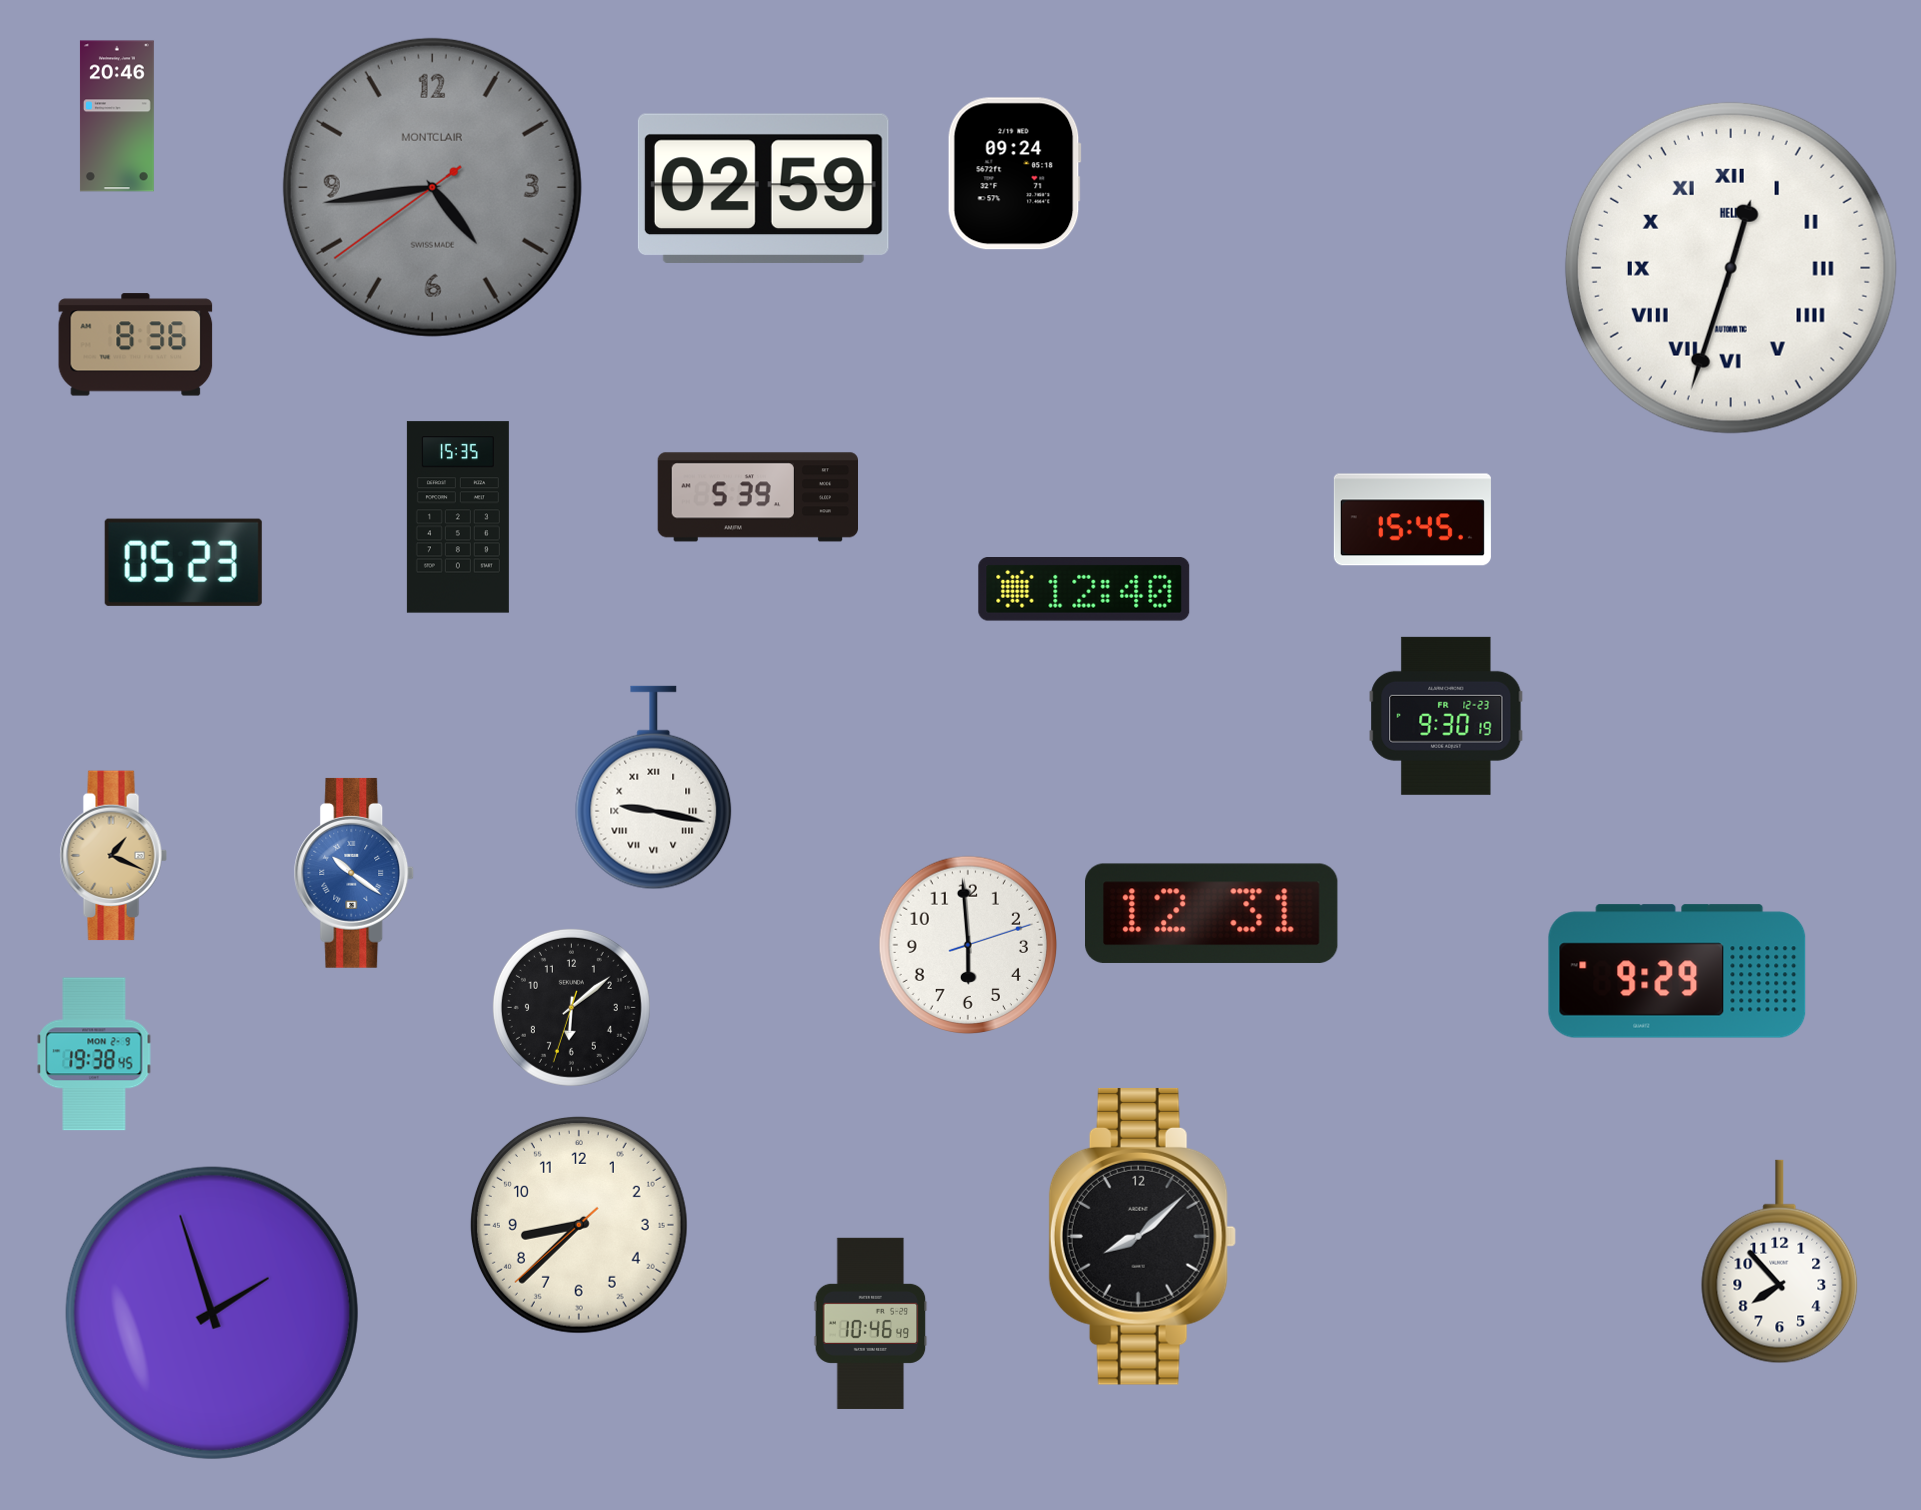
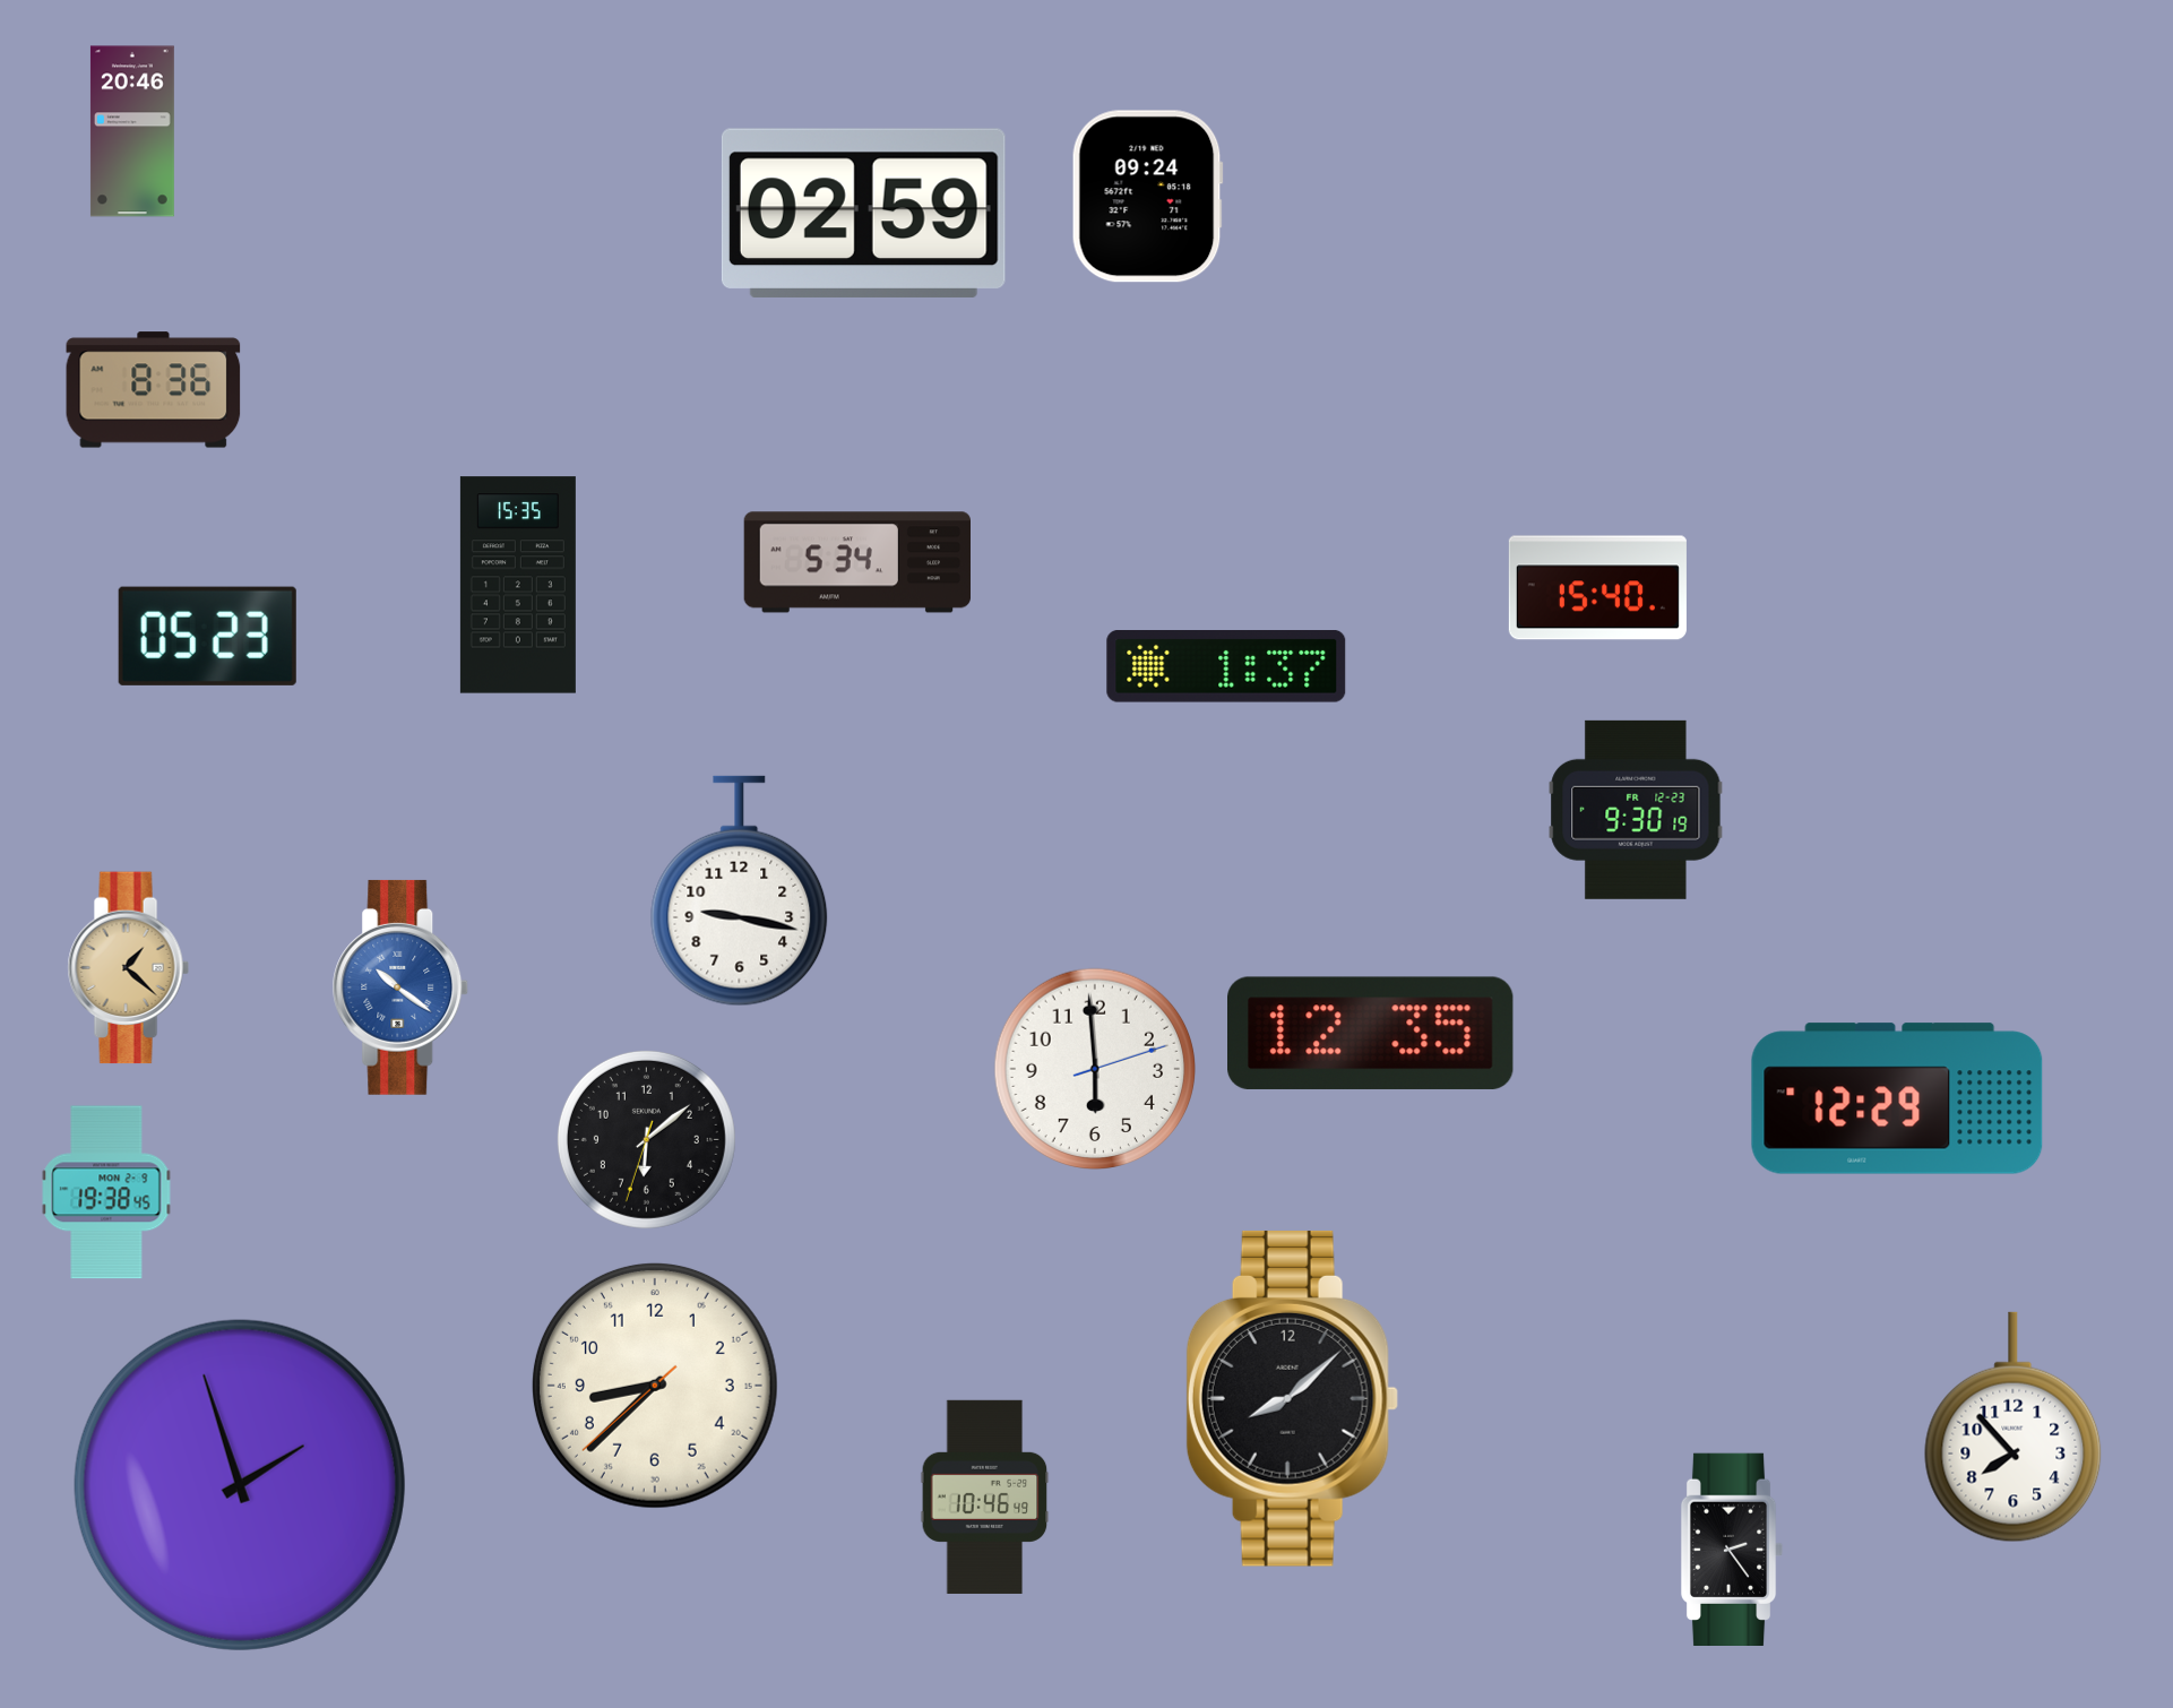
clock at (432, 187): 4:43 -> none
clock at (1731, 268): 12:33 -> none
clock at (758, 497): 5:39 -> 5:34
clock at (1412, 520): 15:45 -> 15:40
clock at (1084, 590): 12:40 -> 1:37
clock at (654, 788) numerals: Roman -> Arabic
clock at (113, 856): 1:19 -> 1:22
clock at (1212, 913): 12:31 -> 12:35
clock at (1677, 971): 9:29 -> 12:29
clock at (1732, 1549): none -> 2:24
